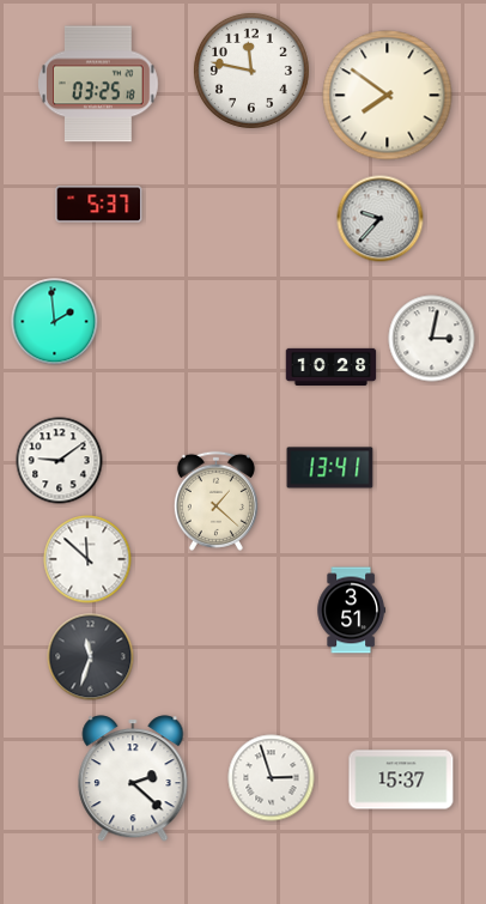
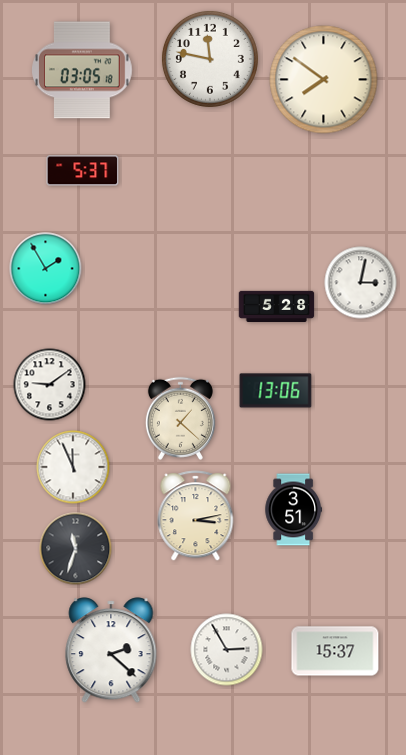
clock at (99, 84): 03:25 -> 03:05
clock at (381, 219): 9:37 -> none
clock at (55, 322): 1:59 -> 1:55
clock at (332, 366): 10:28 -> 5:28
clock at (330, 468): 13:41 -> 13:06
clock at (87, 559): 11:52 -> 11:56
clock at (196, 516): none -> 3:13
clock at (272, 778): 2:57 -> 2:55
